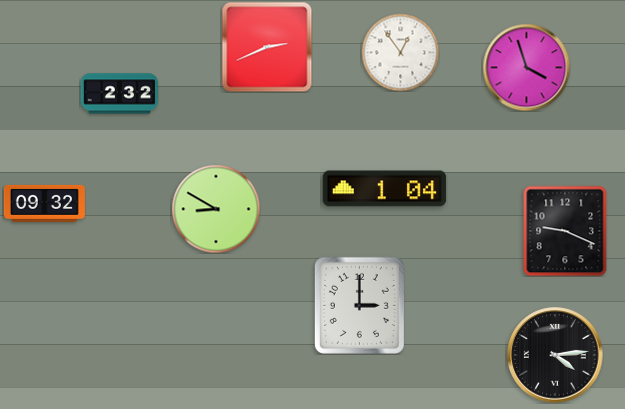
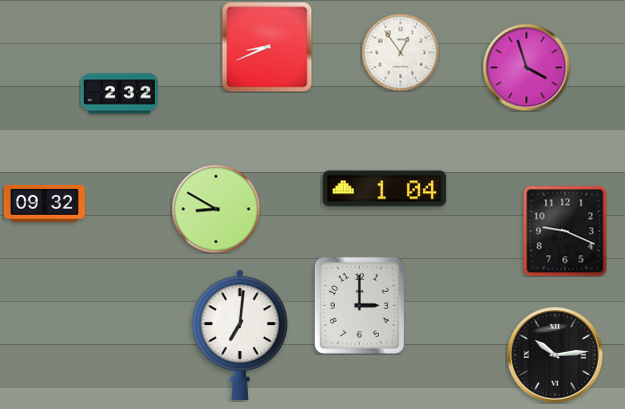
clock at (267, 47): 2:41 -> 8:41
clock at (240, 335): none -> 7:01
clock at (555, 355): 4:14 -> 10:14
